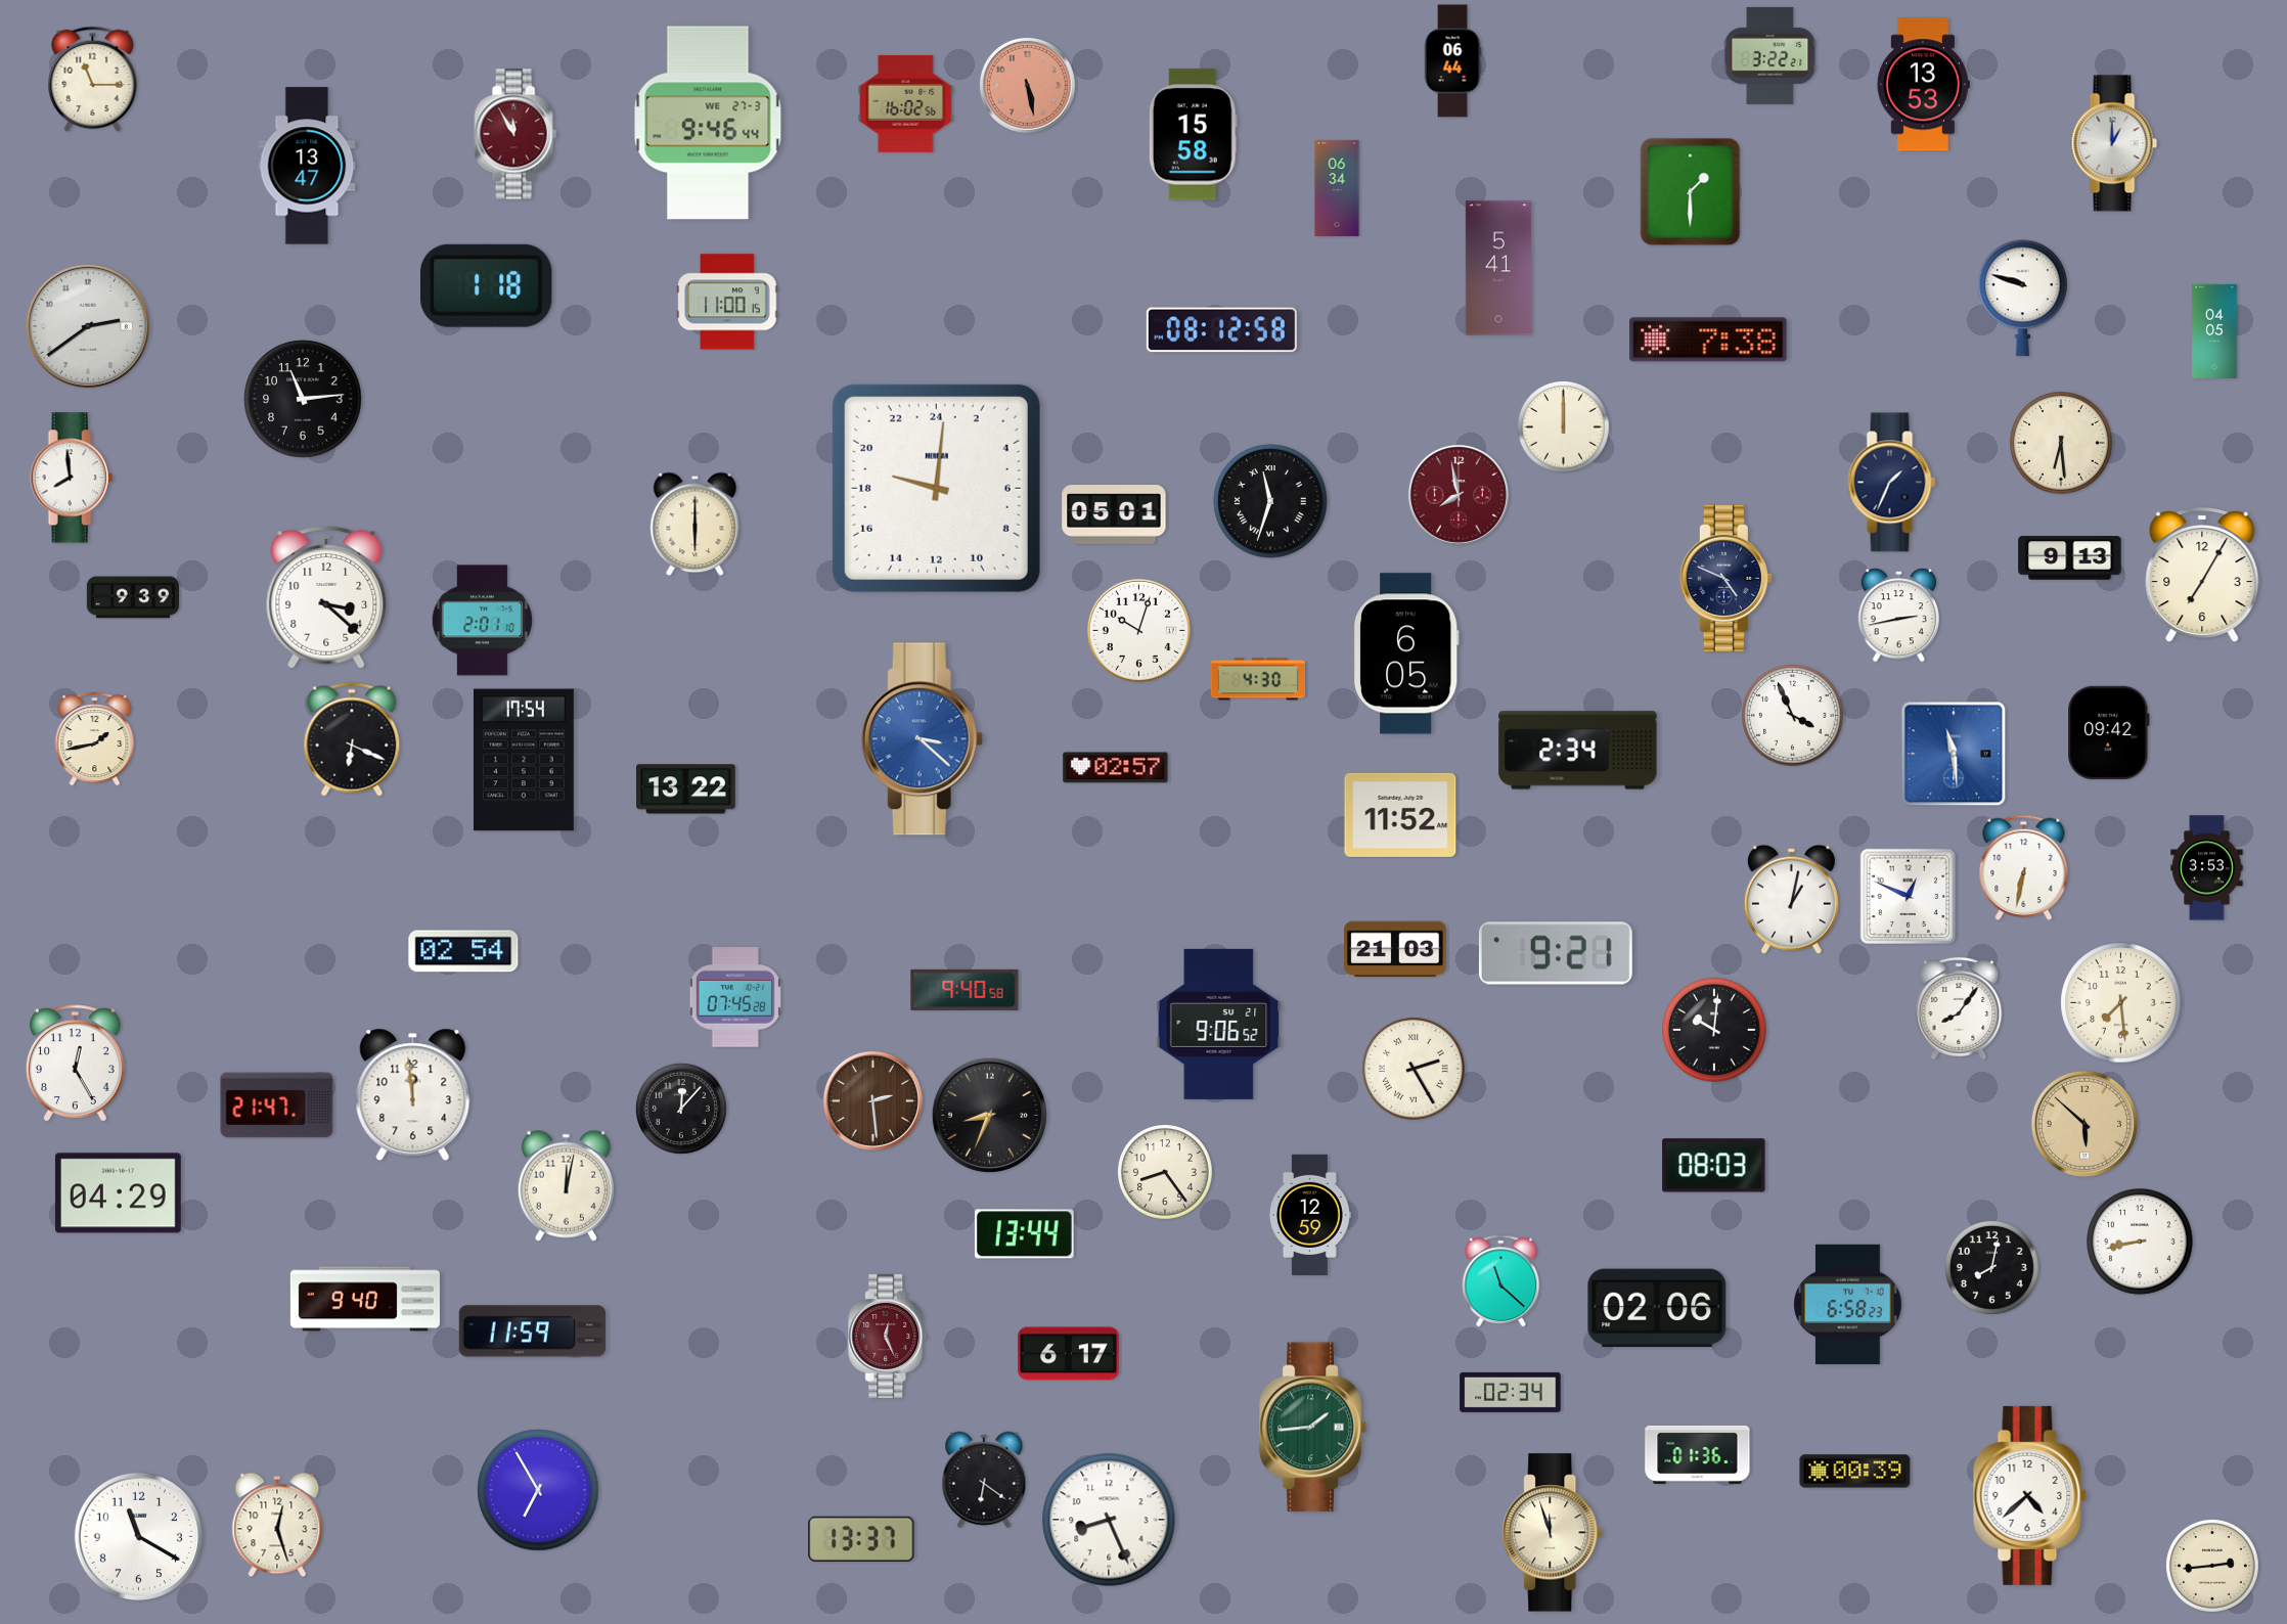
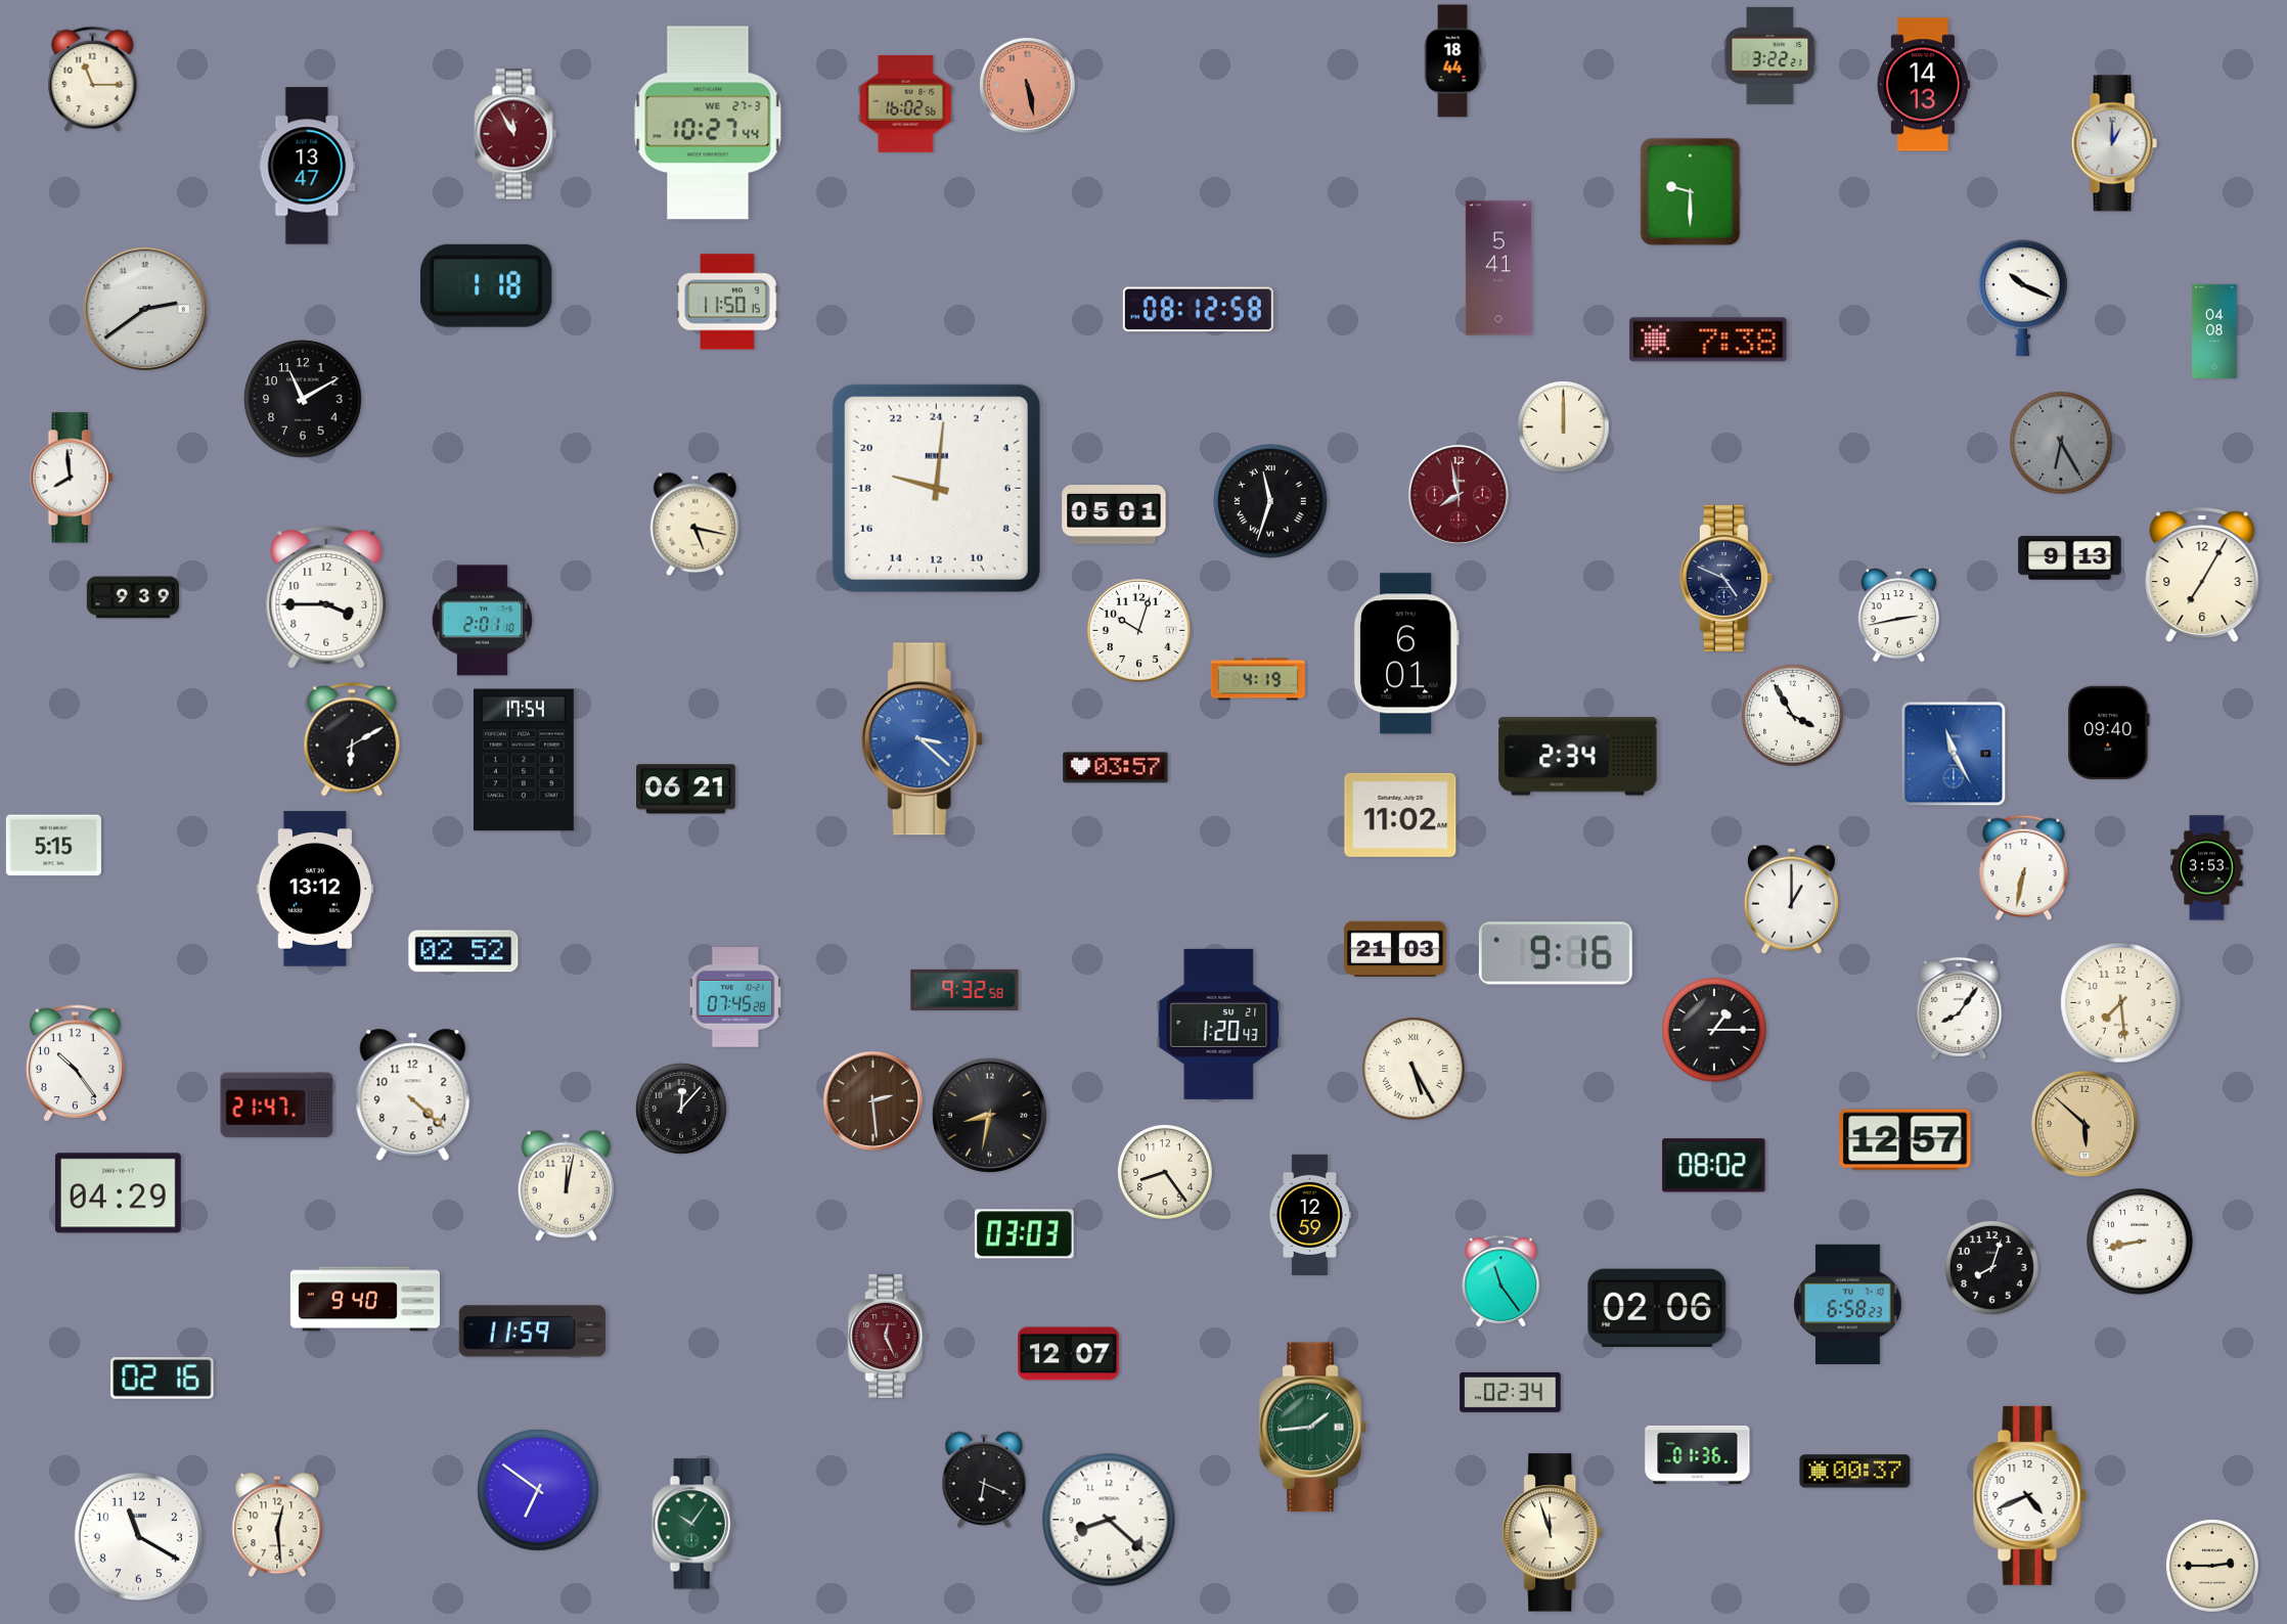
clock at (1452, 61): 06:44 -> 18:44
clock at (1923, 85): 13:53 -> 14:13
clock at (708, 123): 9:46 -> 10:27
clock at (1193, 135): 15:58 -> none
clock at (1337, 188): 06:34 -> none
clock at (1691, 192): 1:30 -> 9:30
clock at (2023, 299): 9:48 -> 10:19
clock at (727, 302): 11:00 -> 11:50
clock at (88, 326) position: (88, 326) -> (145, 309)
clock at (1221, 330) position: (1221, 330) -> (1198, 310)
clock at (2214, 331): 04:05 -> 04:08
clock at (303, 399): 11:14 -> 11:10
clock at (2061, 443): 6:29 -> 6:25
clock at (2061, 443) dial: cream -> grey
clock at (1892, 483): 1:34 -> none
clock at (696, 525): 6:00 -> 5:17
clock at (326, 597): 3:22 -> 3:45
clock at (1406, 653): 6:05 -> 6:01
clock at (1258, 679): 4:30 -> 4:19
clock at (1793, 716): 3:56 -> 3:55
clock at (2109, 732): 09:42 -> 09:40
clock at (95, 739): 1:43 -> none
clock at (352, 739): 6:19 -> 6:10
clock at (1578, 751) position: (1578, 751) -> (1578, 757)
clock at (1954, 754): 11:29 -> 11:25
clock at (1116, 768): 02:57 -> 03:57
clock at (686, 790): 13:22 -> 06:21
clock at (1400, 815): 11:52 -> 11:02
clock at (53, 846): none -> 5:15
clock at (314, 889): none -> 13:12
clock at (1908, 896): 12:49 -> none
clock at (1791, 899): 1:02 -> 1:00
clock at (463, 951): 02:54 -> 02:52
clock at (1556, 953): 9:21 -> 9:16
clock at (965, 990): 9:40 -> 9:32
clock at (1219, 1024): 9:06 -> 1:20
clock at (1714, 1030): 10:01 -> 1:15
clock at (76, 1064): 12:25 -> 10:24
clock at (1414, 1069): 2:25 -> 5:25
clock at (413, 1095): 11:59 -> 4:22
clock at (989, 1115): 8:34 -> 8:32
clock at (1905, 1140): none -> 12:57
clock at (1714, 1166): 08:03 -> 08:02
clock at (1024, 1234): 13:44 -> 03:03
clock at (1991, 1267): 8:02 -> 8:03
clock at (1501, 1281): 11:22 -> 11:24
clock at (1069, 1354): 6:17 -> 12:07
clock at (163, 1379): none -> 02:16
clock at (1855, 1472): 00:39 -> 00:37
clock at (984, 1480): 6:21 -> 6:19
clock at (538, 1490): 6:55 -> 6:51
clock at (2029, 1495): 4:38 -> 4:41
clock at (1109, 1520): 8:26 -> 8:22
clock at (693, 1524): none -> 10:06
clock at (277, 1525): 12:27 -> 12:29
clock at (861, 1539): 13:37 -> none
clock at (2212, 1566): 2:44 -> 2:45
